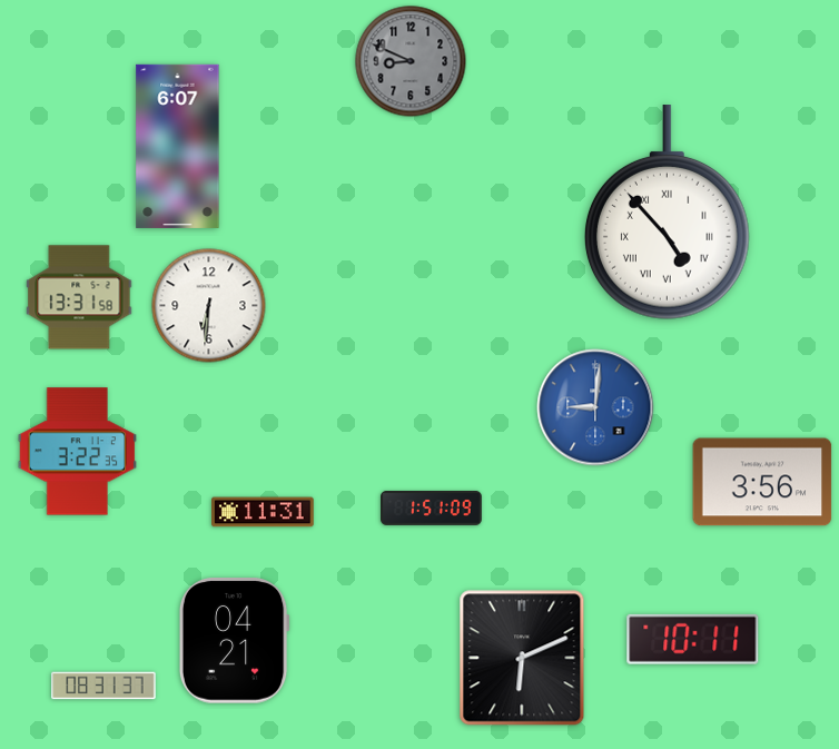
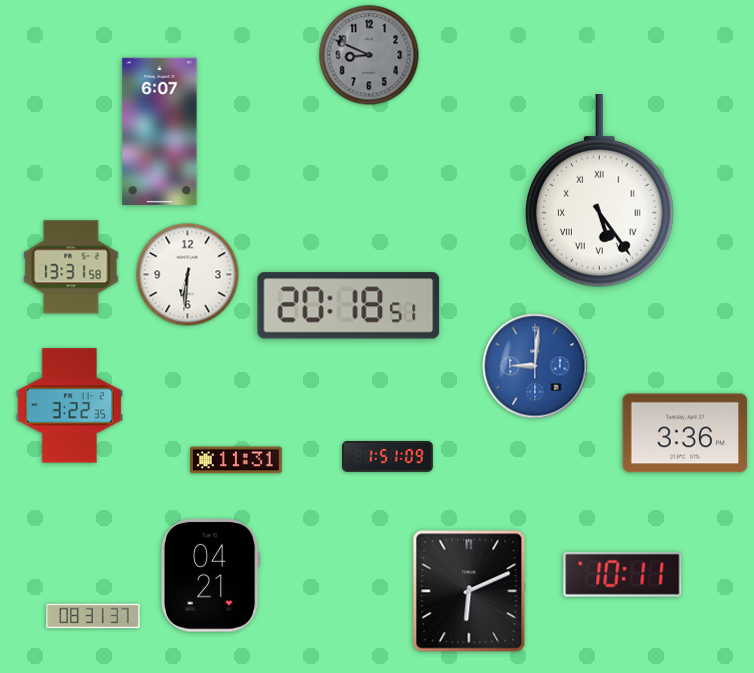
clock at (667, 213): 4:53 -> 5:24
clock at (349, 306): none -> 20:18
clock at (762, 482): 3:56 -> 3:36
